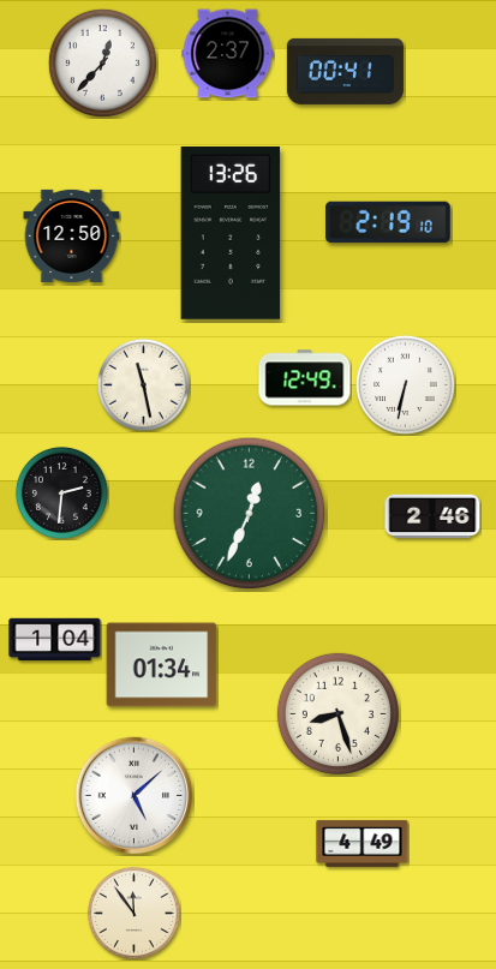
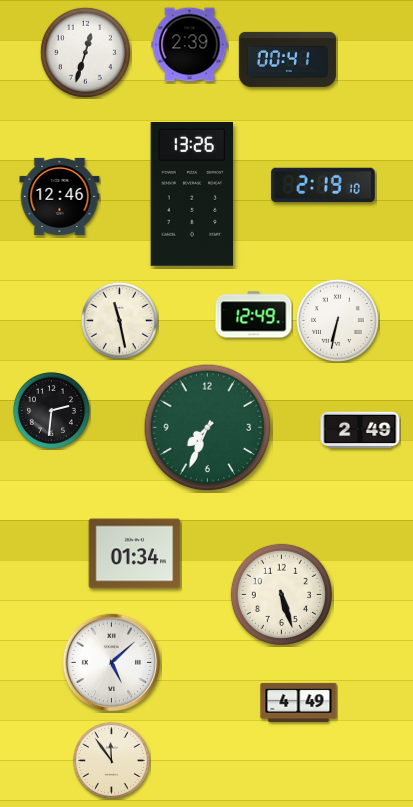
clock at (228, 54): 2:37 -> 2:39
clock at (102, 62): 12:37 -> 12:33
clock at (72, 235): 12:50 -> 12:46
clock at (250, 514): 12:34 -> 7:34
clock at (432, 516): 2:46 -> 2:49
clock at (55, 639): 1:04 -> none
clock at (337, 713): 8:27 -> 5:27
clock at (363, 843) position: (363, 843) -> (299, 702)
